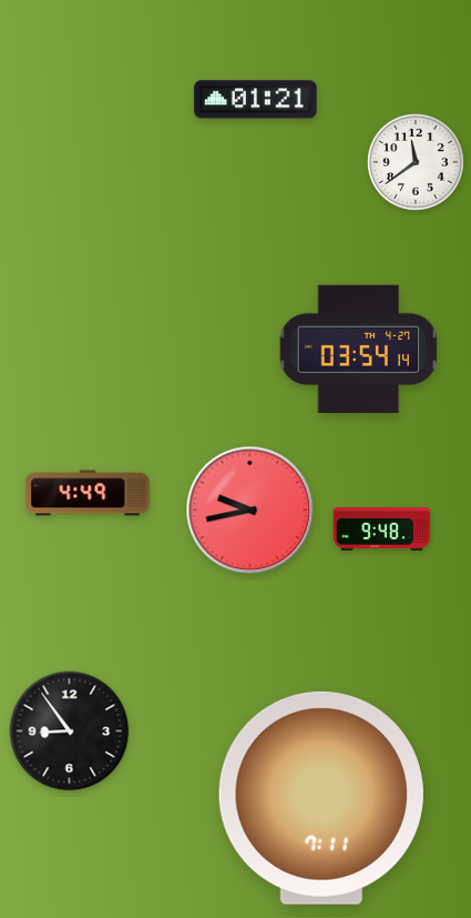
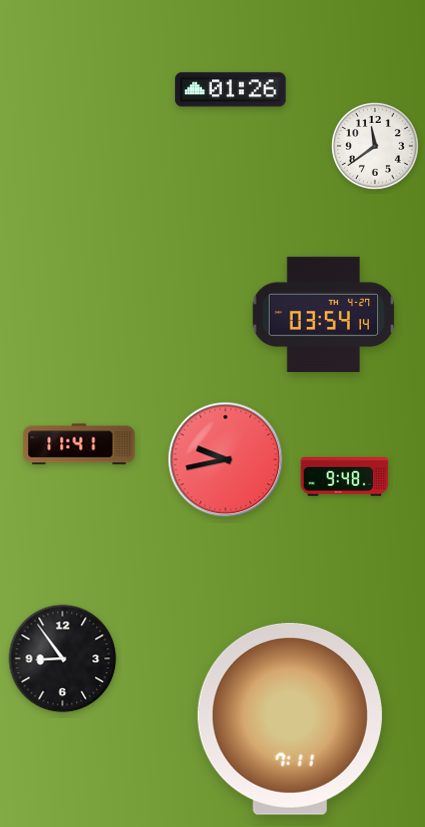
clock at (256, 100): 01:21 -> 01:26
clock at (88, 493): 4:49 -> 11:41
